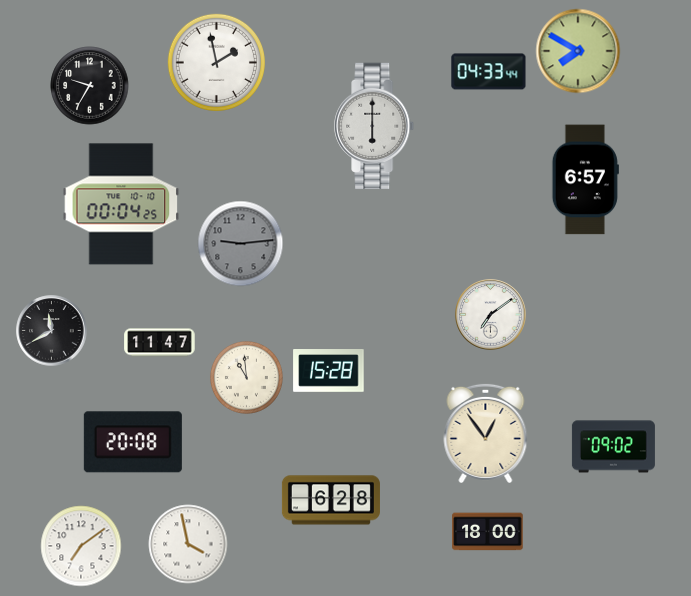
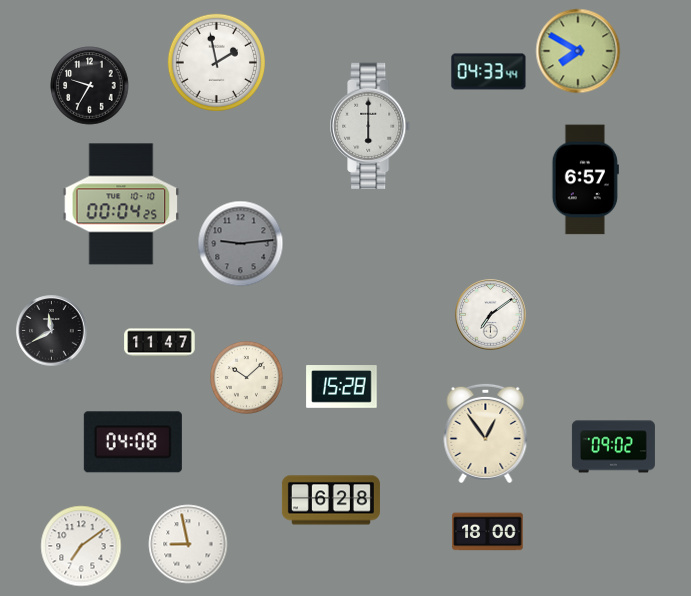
clock at (375, 126) position: (375, 126) -> (371, 126)
clock at (329, 371) position: (329, 371) -> (342, 387)
clock at (246, 377): 10:59 -> 10:08
clock at (133, 442): 20:08 -> 04:08
clock at (188, 544): 3:58 -> 8:58
